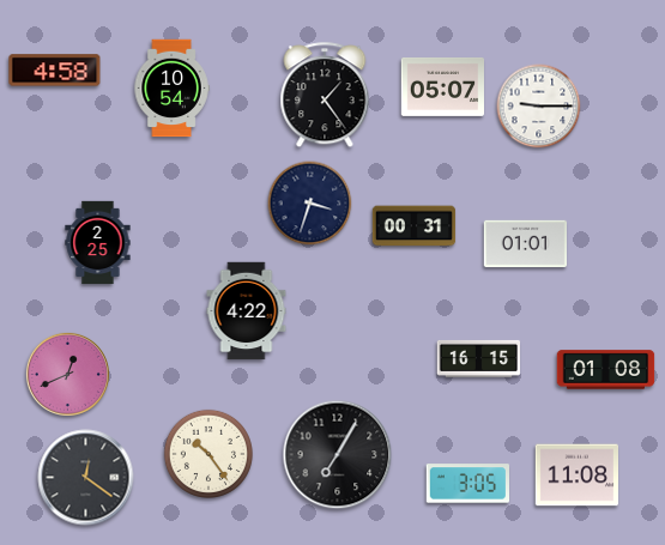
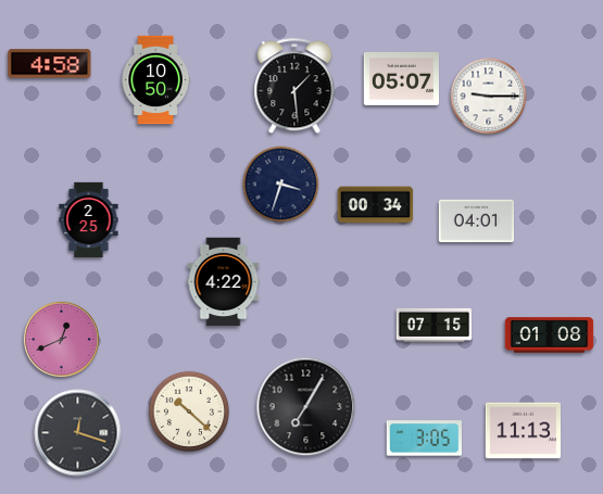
clock at (171, 89): 10:54 -> 10:50
clock at (325, 96): 1:24 -> 1:29
clock at (415, 226): 00:31 -> 00:34
clock at (526, 244): 01:01 -> 04:01
clock at (479, 358): 16:15 -> 07:15
clock at (208, 454): 10:24 -> 10:22
clock at (338, 455) position: (338, 455) -> (306, 407)
clock at (578, 476): 11:08 -> 11:13
clock at (86, 478): 12:21 -> 12:18
